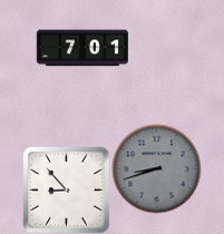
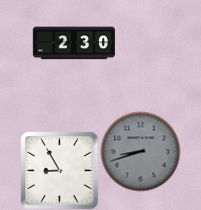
clock at (81, 48): 7:01 -> 2:30
clock at (66, 189): 8:53 -> 8:55
